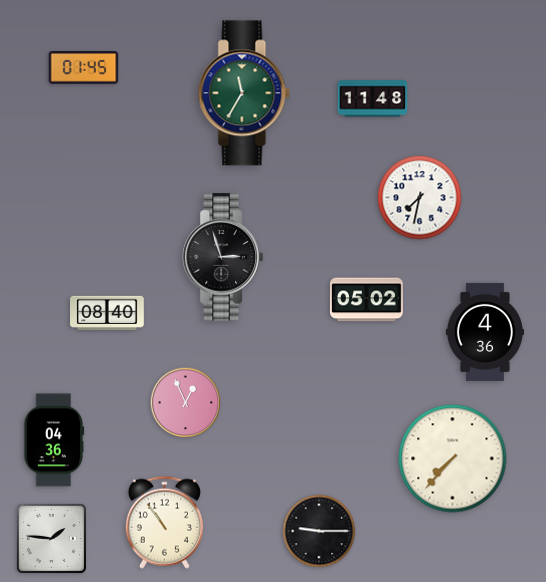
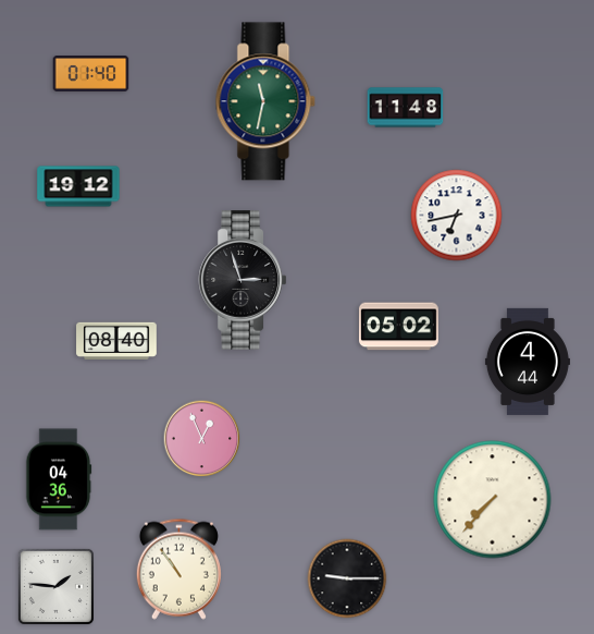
clock at (84, 68): 01:45 -> 01:40
clock at (244, 93): 11:35 -> 11:32
clock at (78, 186): none -> 19:12
clock at (420, 198): 7:32 -> 6:43
clock at (485, 332): 4:36 -> 4:44
